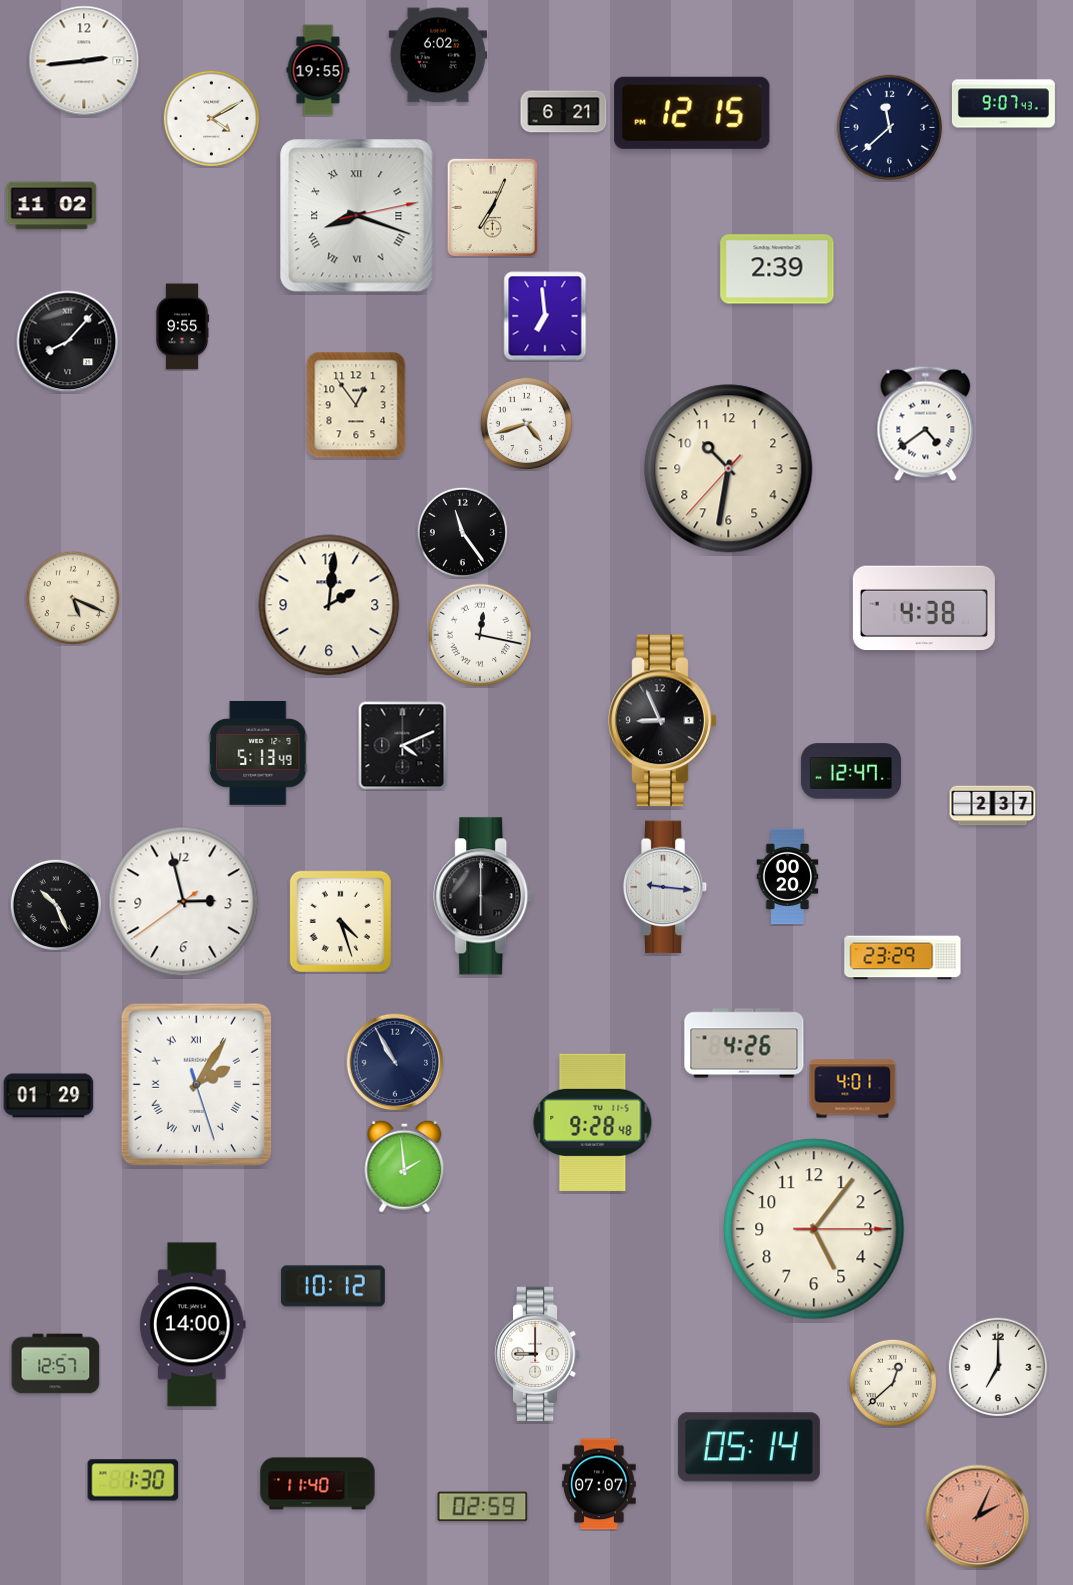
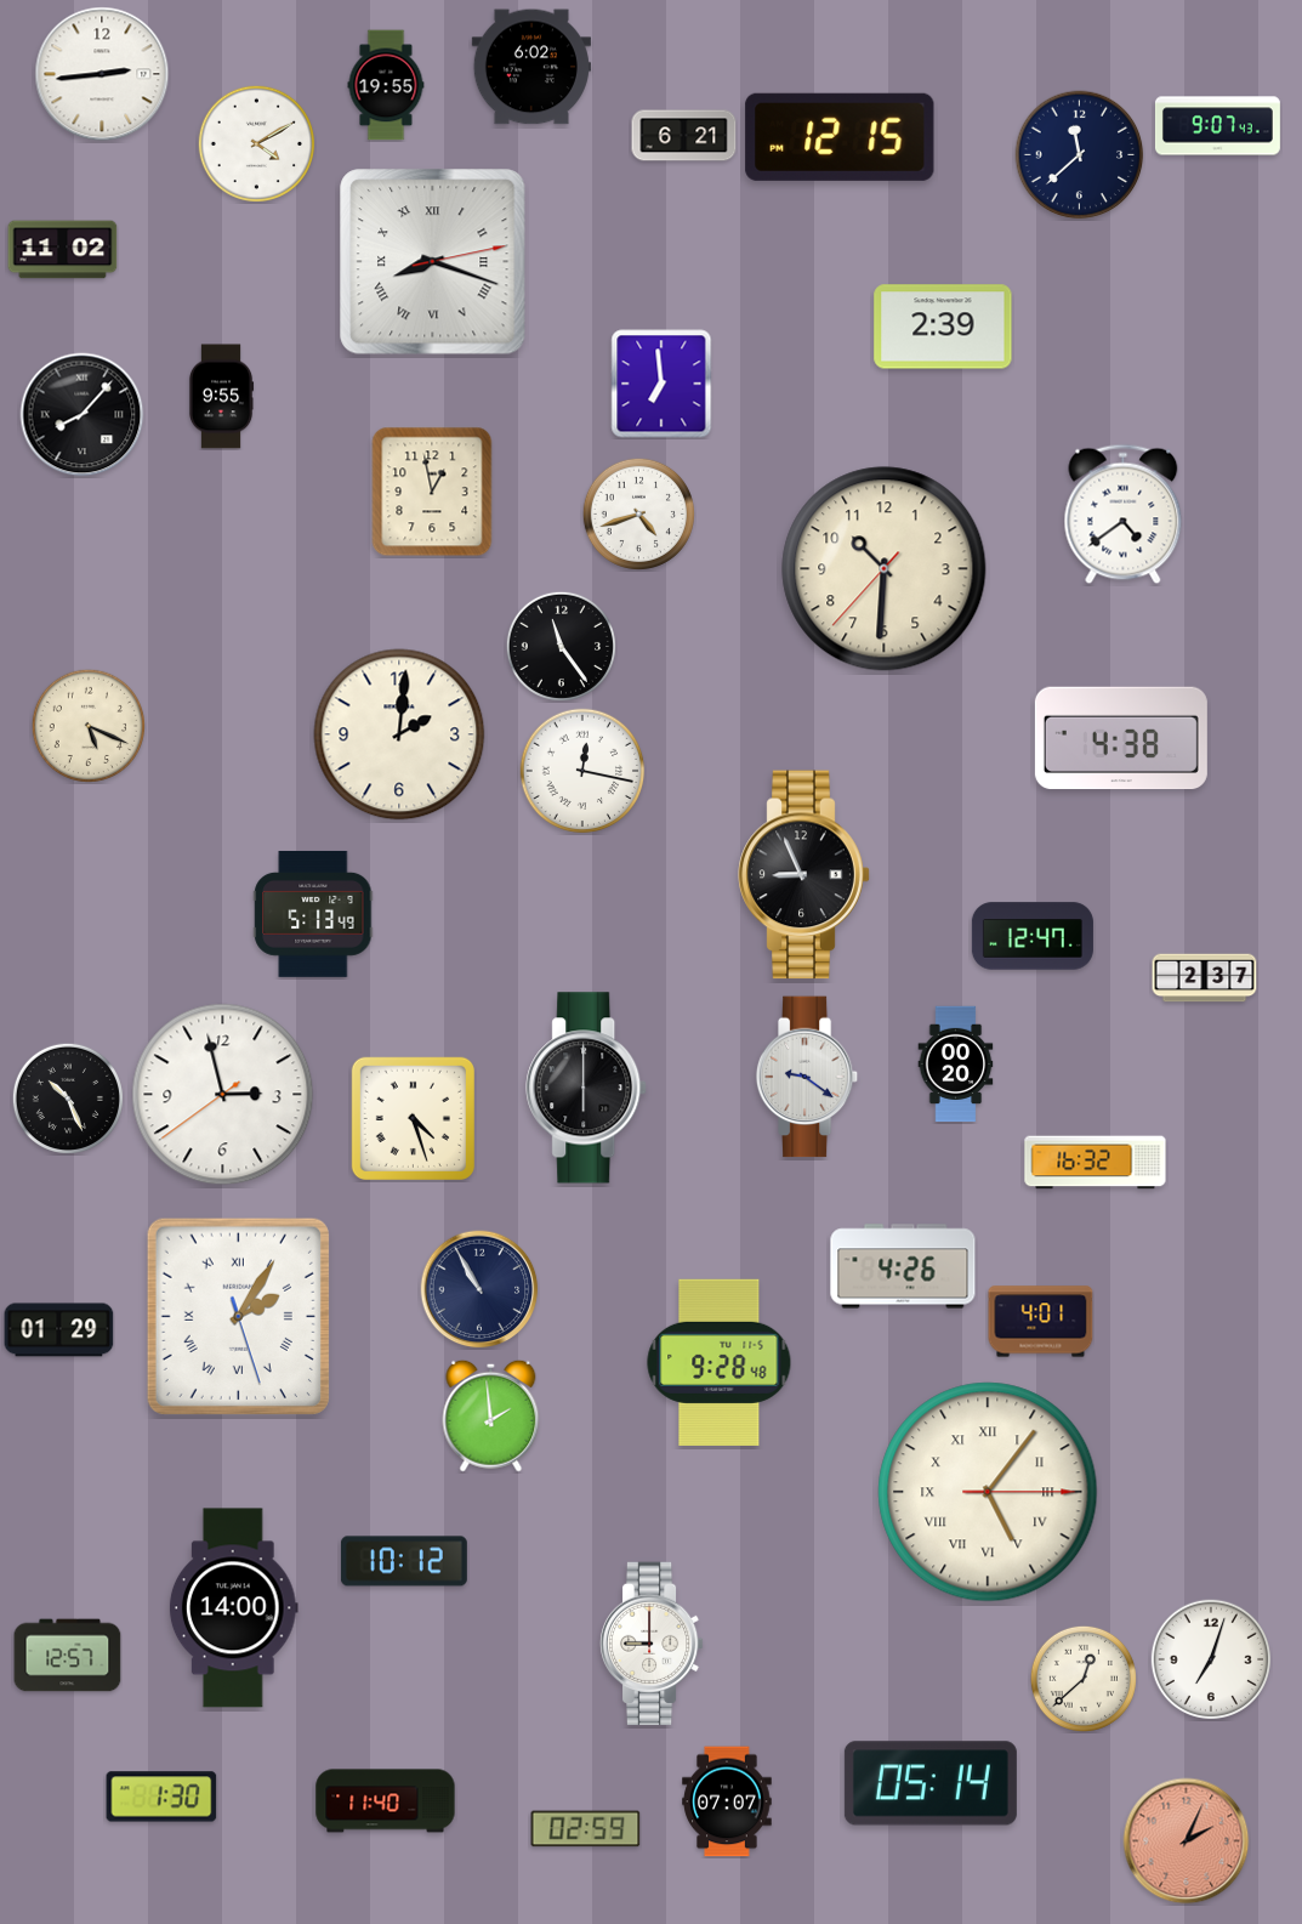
clock at (492, 207): 7:04 -> none
clock at (356, 405): 12:54 -> 12:58
clock at (729, 469): 10:31 -> 10:30
clock at (403, 746): 4:11 -> none
clock at (665, 887): 9:16 -> 9:21
clock at (903, 958): 23:29 -> 16:32
clock at (853, 1089) position: (853, 1089) -> (1041, 1322)
clock at (814, 1229) numerals: Arabic -> Roman
clock at (998, 1367): 7:00 -> 7:03
clock at (749, 1447) position: (749, 1447) -> (931, 1783)
